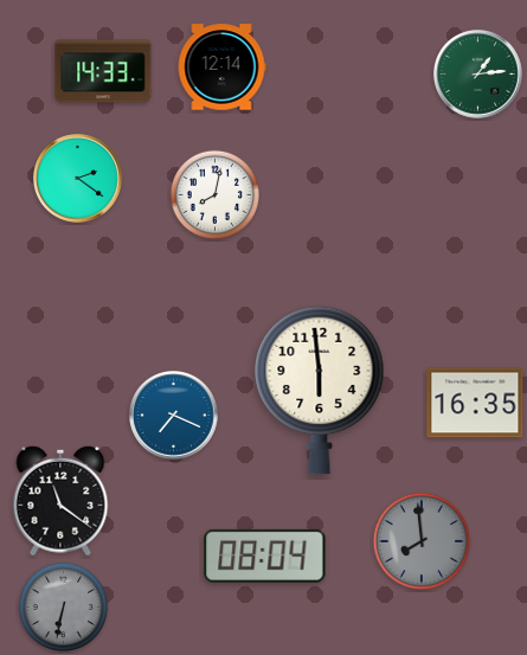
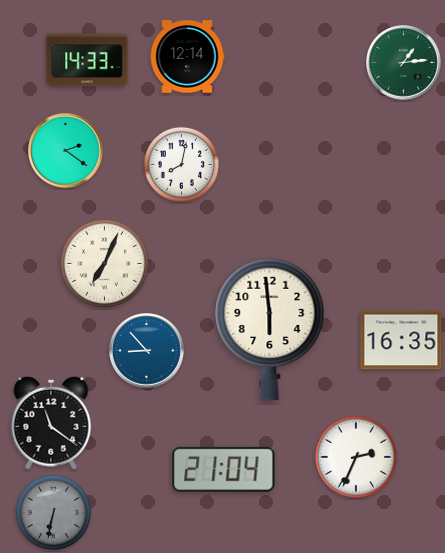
clock at (104, 263): none -> 7:04
clock at (174, 416): 7:19 -> 8:53
clock at (422, 541): 7:59 -> 2:34
clock at (422, 541) dial: grey -> white
clock at (265, 556): 08:04 -> 21:04
